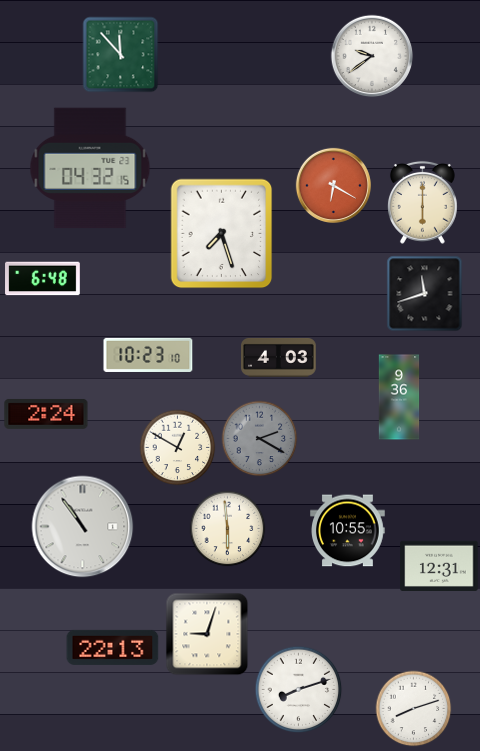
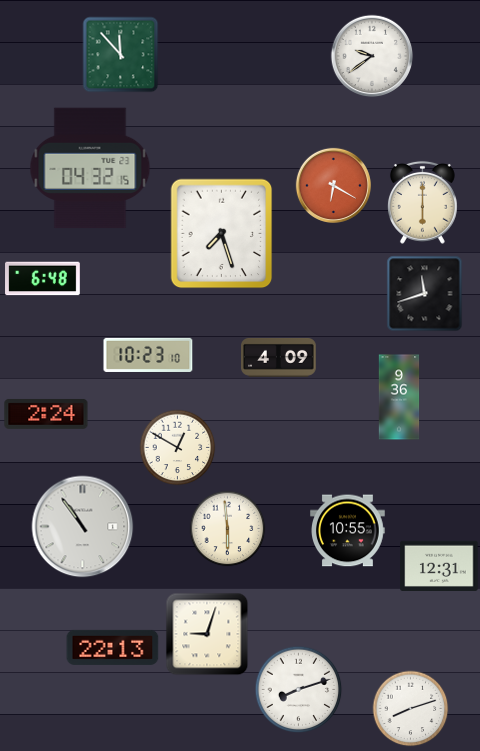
clock at (279, 357): 4:03 -> 4:09
clock at (260, 439): 2:20 -> none
clock at (414, 709) position: (414, 709) -> (411, 709)
